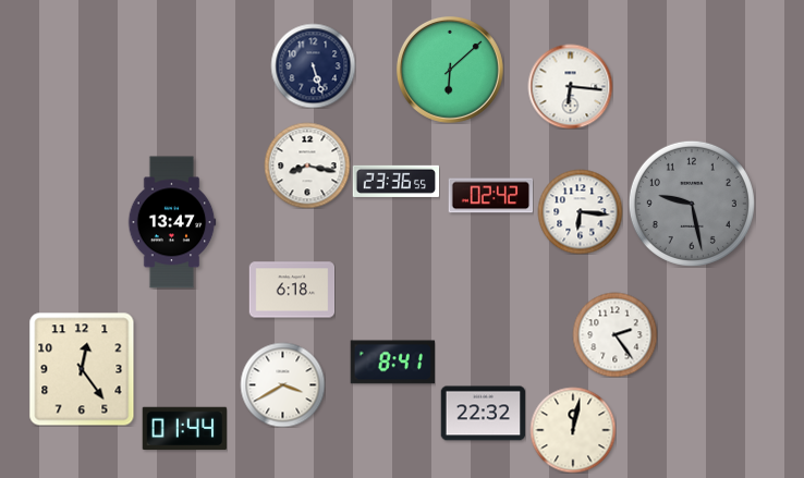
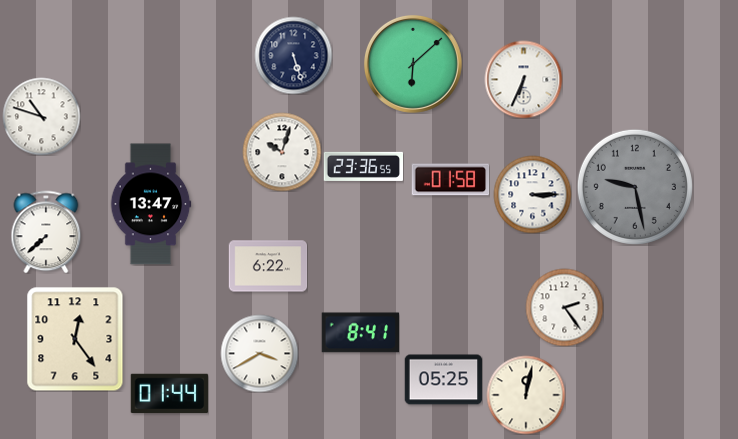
clock at (313, 65) position: (313, 65) -> (293, 55)
clock at (570, 86): 6:16 -> 6:34
clock at (41, 116): none -> 10:48
clock at (307, 166): 8:17 -> 10:03
clock at (490, 196): 02:42 -> 01:58
clock at (580, 211): 6:16 -> 3:15
clock at (172, 222) position: (172, 222) -> (151, 204)
clock at (46, 232): none -> 7:38
clock at (292, 290): 6:18 -> 6:22
clock at (483, 414): 22:32 -> 05:25
